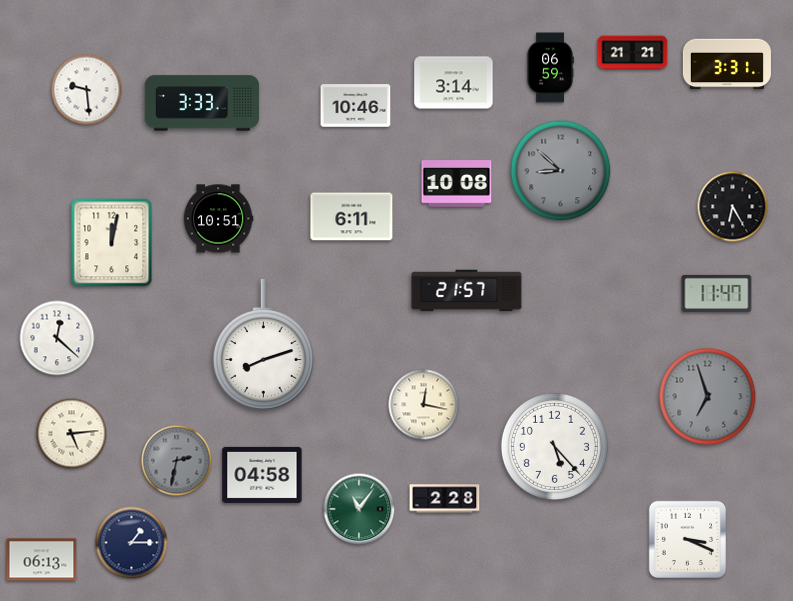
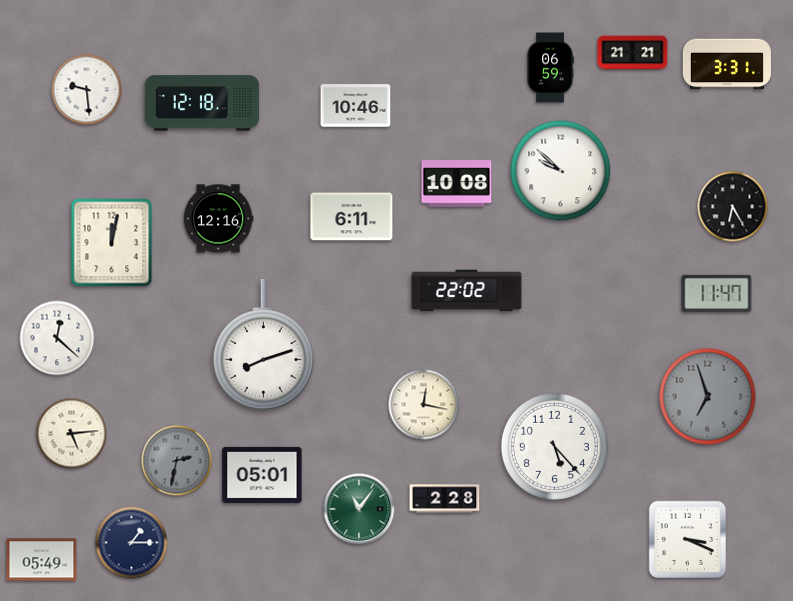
clock at (454, 83): 3:14 -> none
clock at (202, 103): 3:33 -> 12:18
clock at (561, 171): 8:52 -> 9:52
clock at (561, 171) dial: grey -> white
clock at (218, 219): 10:51 -> 12:16
clock at (467, 291): 21:57 -> 22:02
clock at (262, 475): 04:58 -> 05:01
clock at (42, 560): 06:13 -> 05:49
